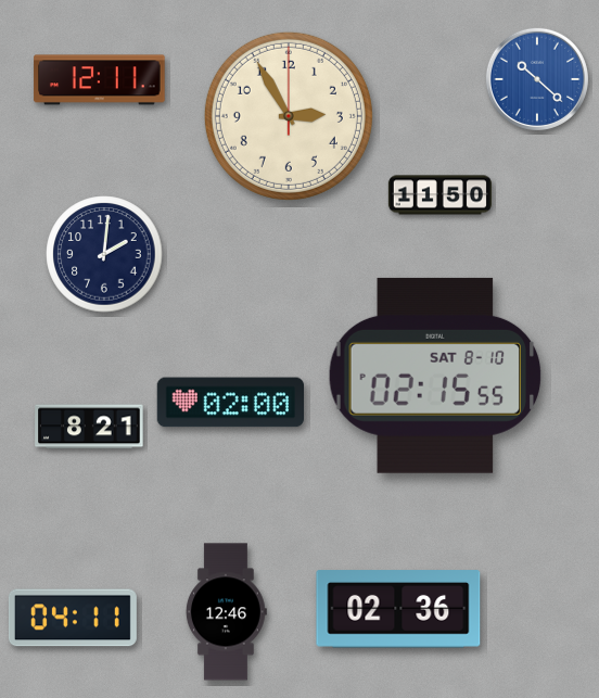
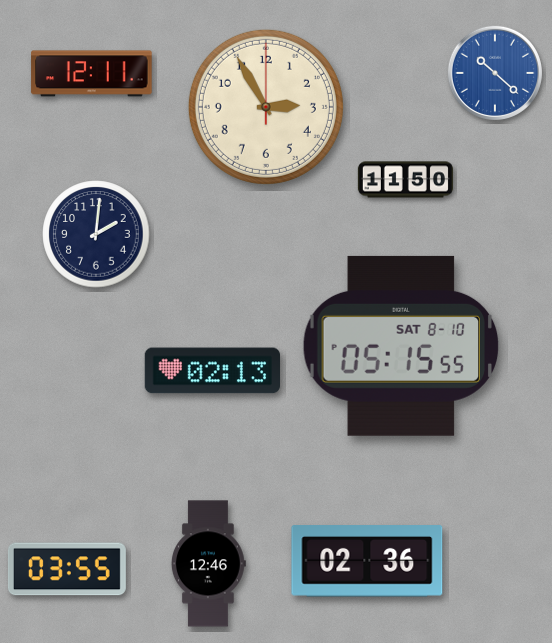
clock at (435, 376): 02:15 -> 05:15
clock at (230, 403): 02:00 -> 02:13
clock at (89, 427): 8:21 -> none
clock at (73, 618): 04:11 -> 03:55
